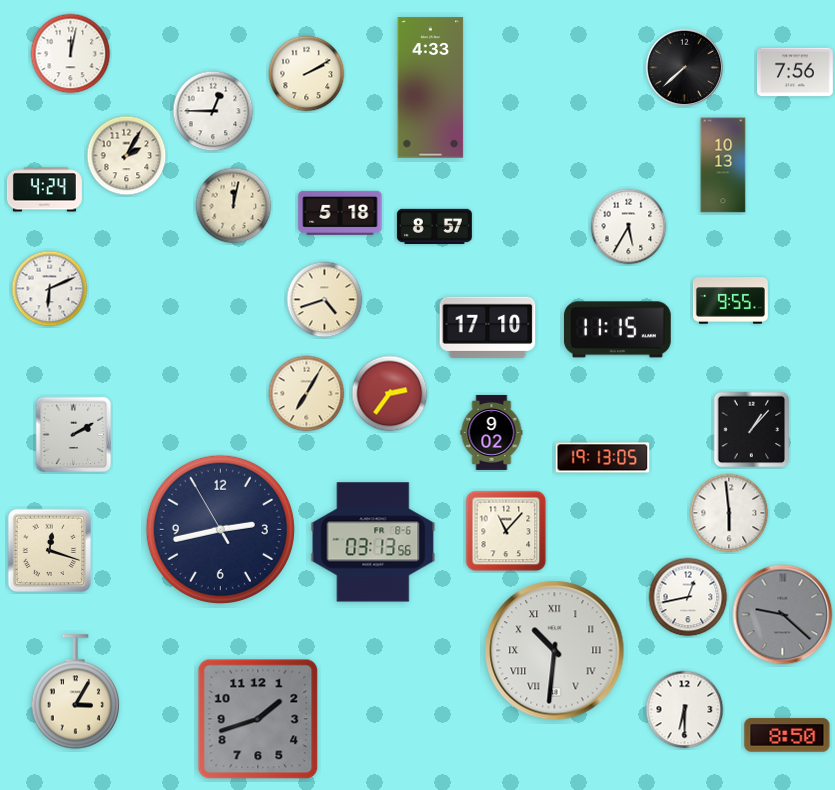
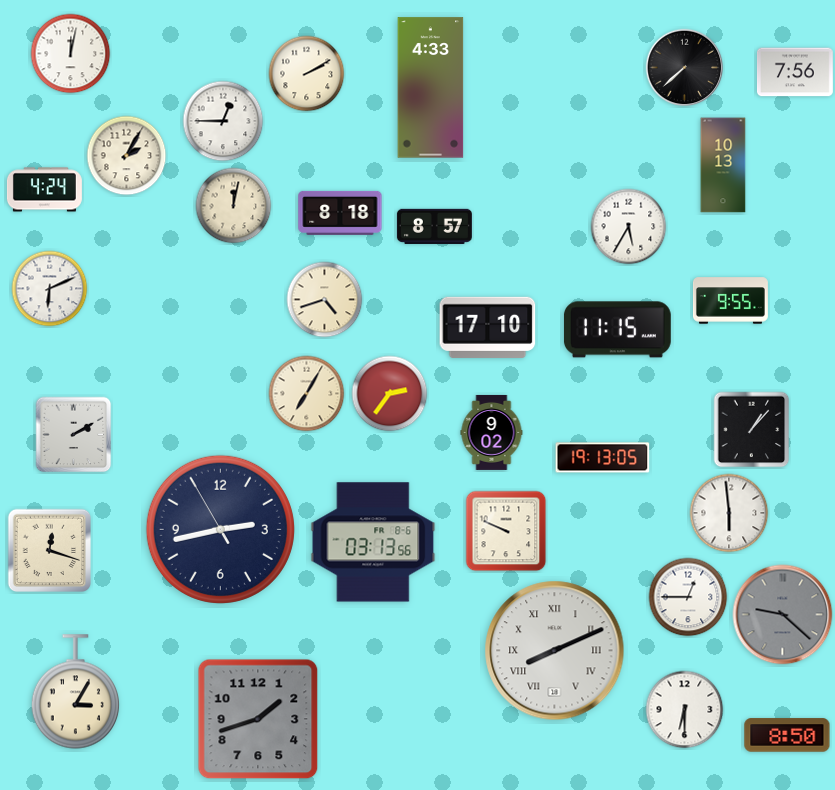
clock at (213, 111) position: (213, 111) -> (223, 121)
clock at (340, 213): 5:18 -> 8:18
clock at (506, 531): 11:07 -> 9:49
clock at (688, 597): 12:43 -> 12:45
clock at (555, 651): 10:31 -> 8:11
